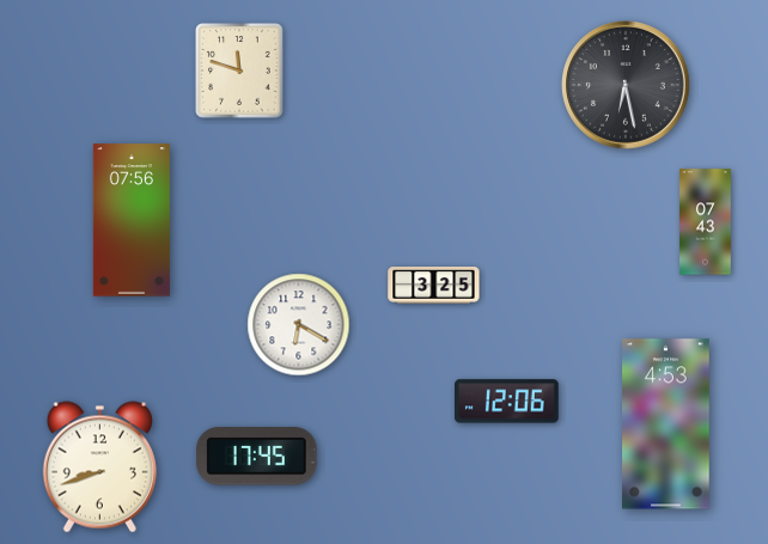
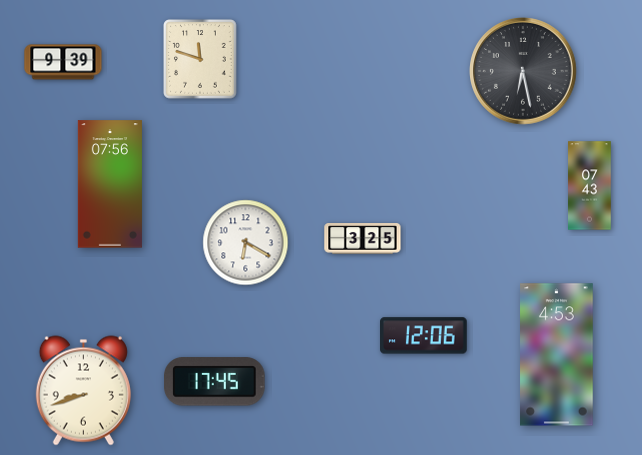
clock at (63, 62): none -> 9:39
clock at (299, 325) position: (299, 325) -> (246, 243)
